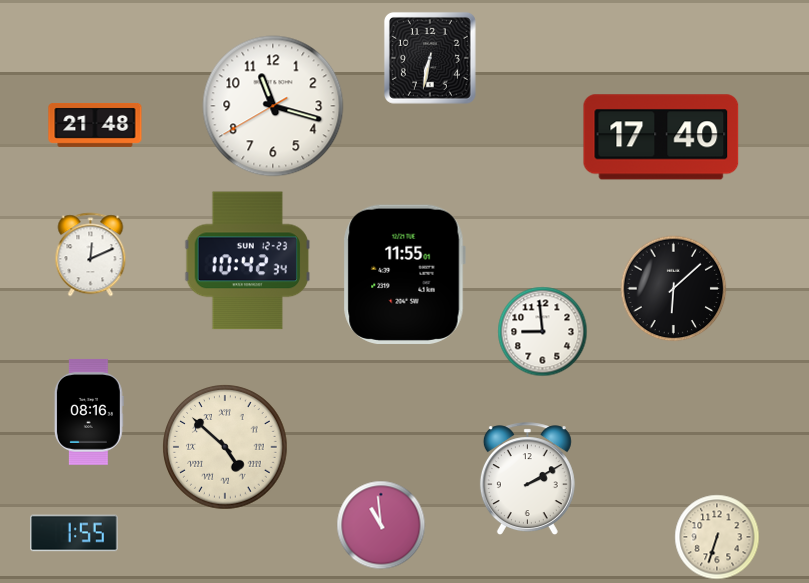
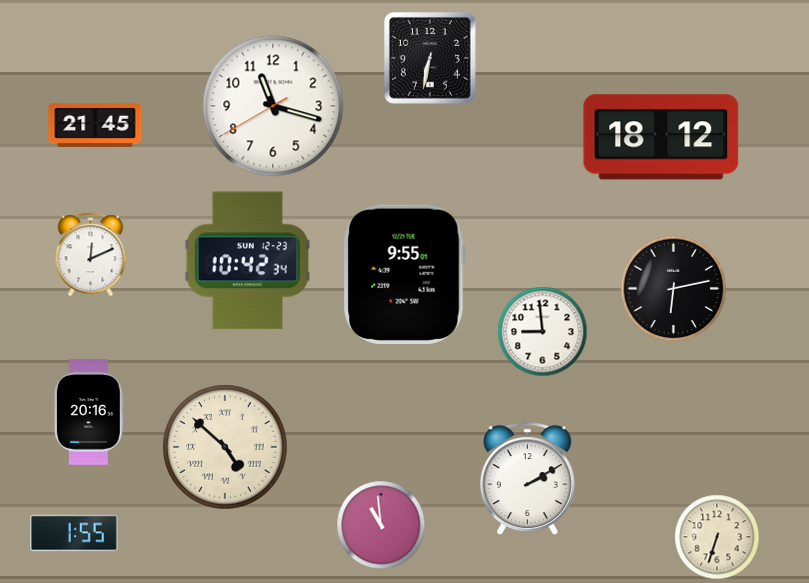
clock at (95, 125): 21:48 -> 21:45
clock at (661, 137): 17:40 -> 18:12
clock at (404, 274): 11:55 -> 9:55
clock at (674, 289): 6:08 -> 6:13
clock at (89, 412): 08:16 -> 20:16
